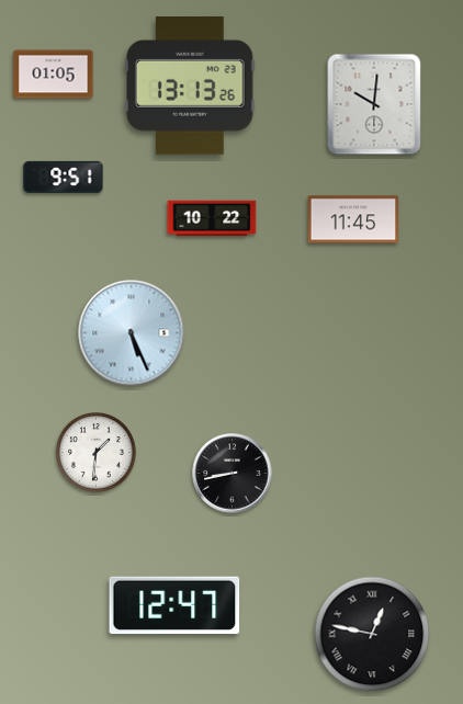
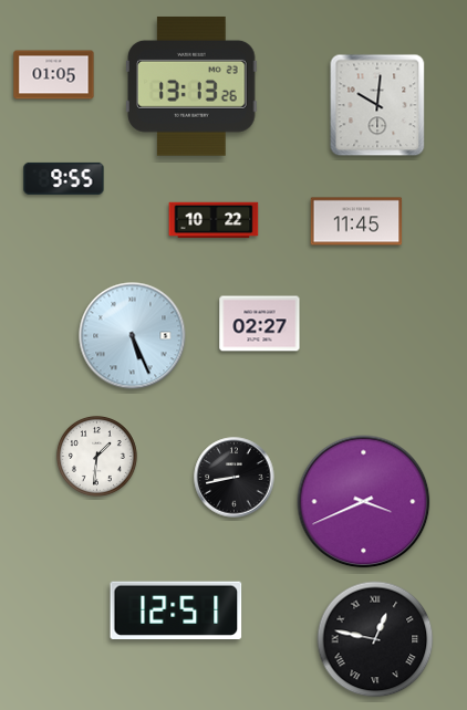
clock at (64, 177): 9:51 -> 9:55
clock at (260, 324): none -> 02:27
clock at (364, 502): none -> 3:41
clock at (174, 605): 12:47 -> 12:51
